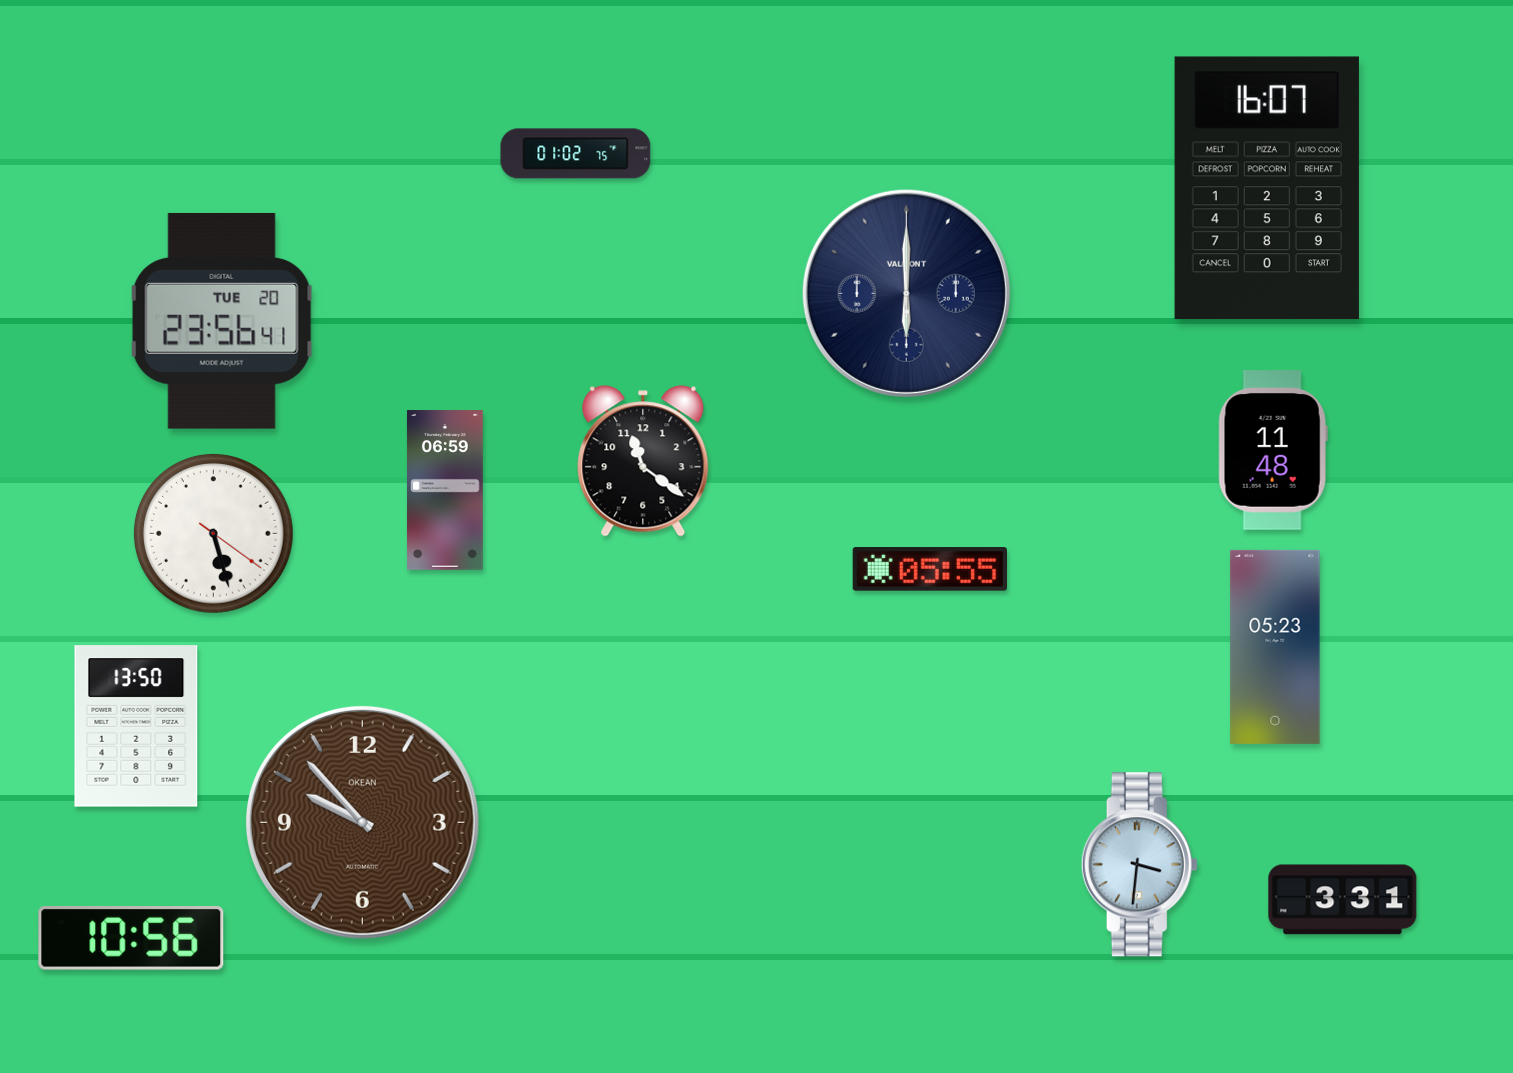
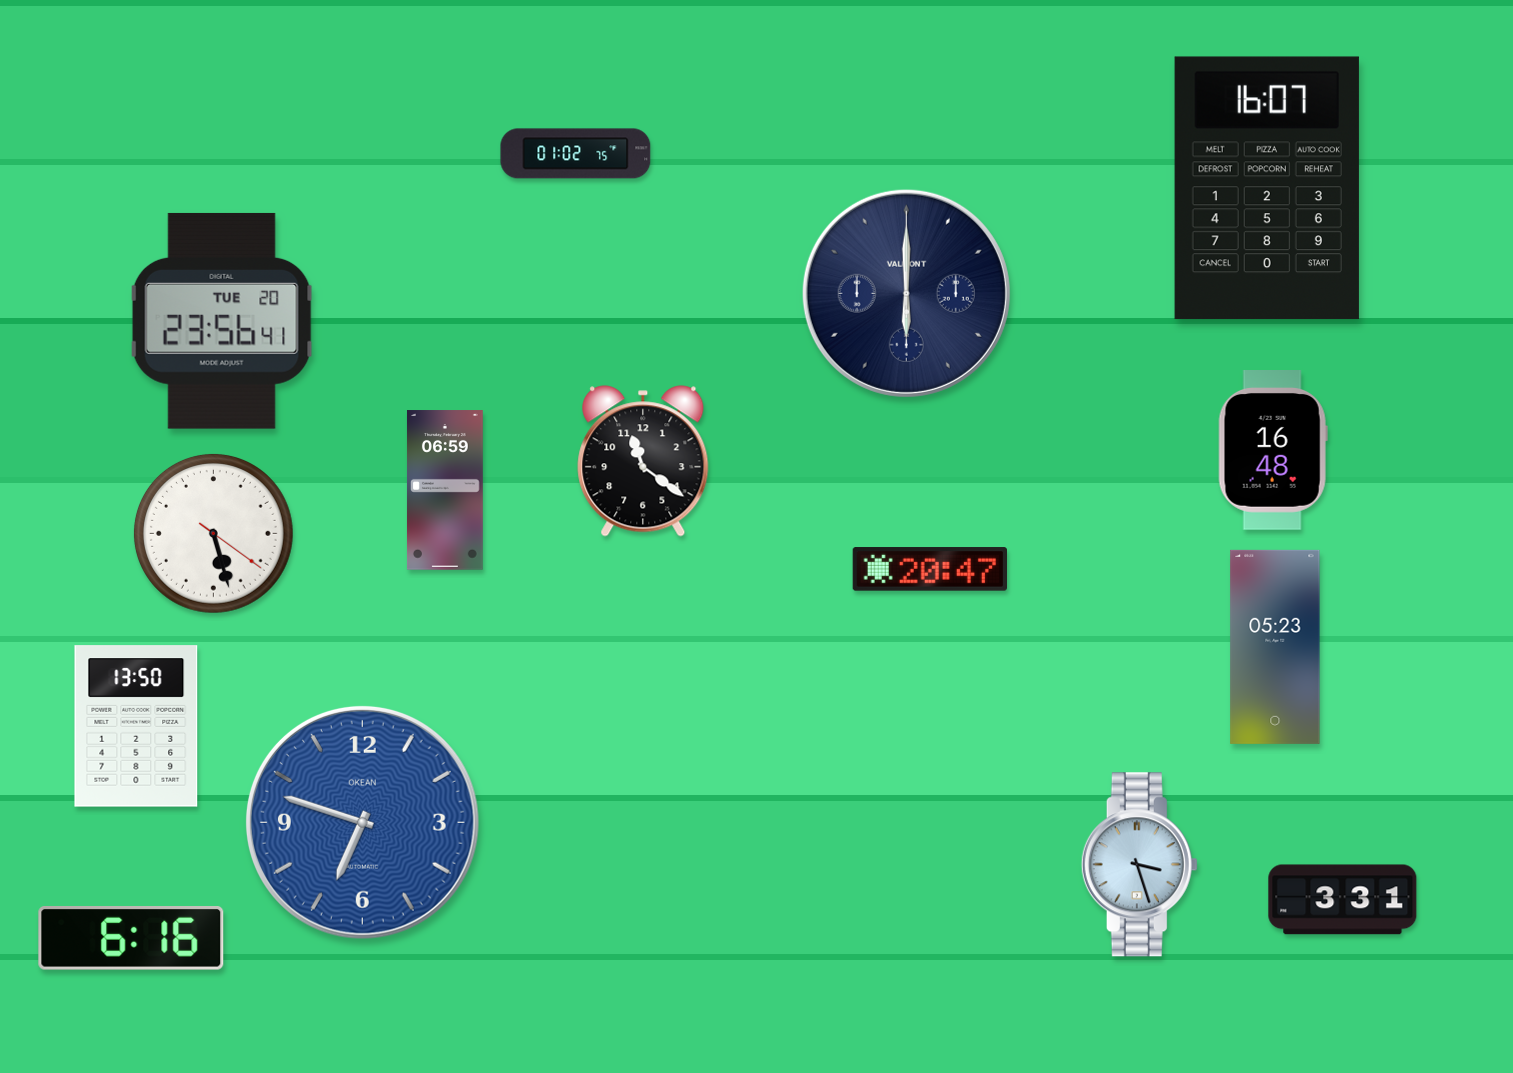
clock at (1273, 451): 11:48 -> 16:48
clock at (929, 569): 05:55 -> 20:47
clock at (362, 822): 9:53 -> 6:48
clock at (362, 822) dial: brown -> blue
clock at (1139, 865): 3:31 -> 3:27
clock at (131, 939): 10:56 -> 6:16
